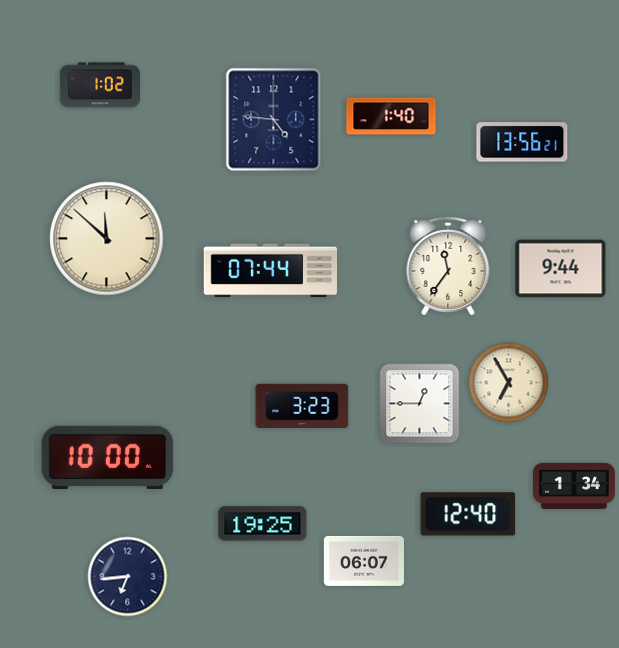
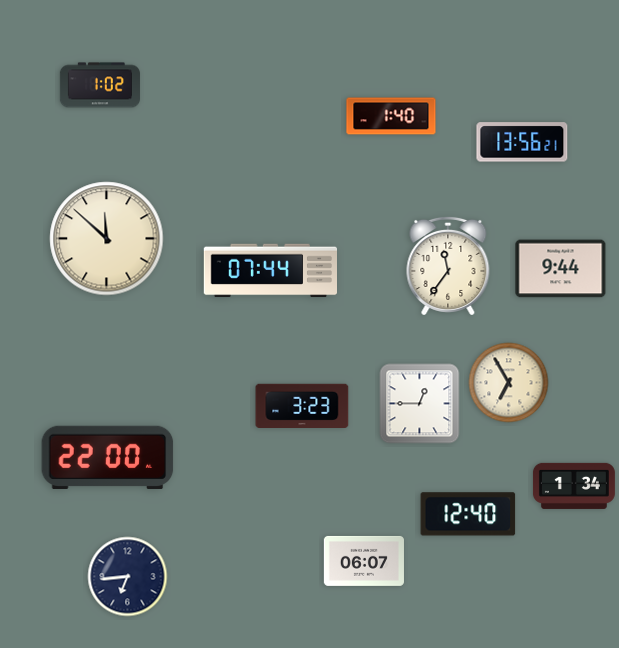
clock at (274, 120): 4:46 -> none
clock at (108, 457): 10:00 -> 22:00
clock at (263, 524): 19:25 -> none
